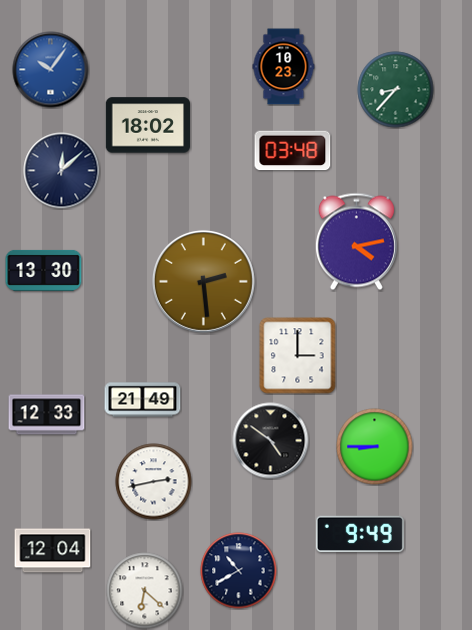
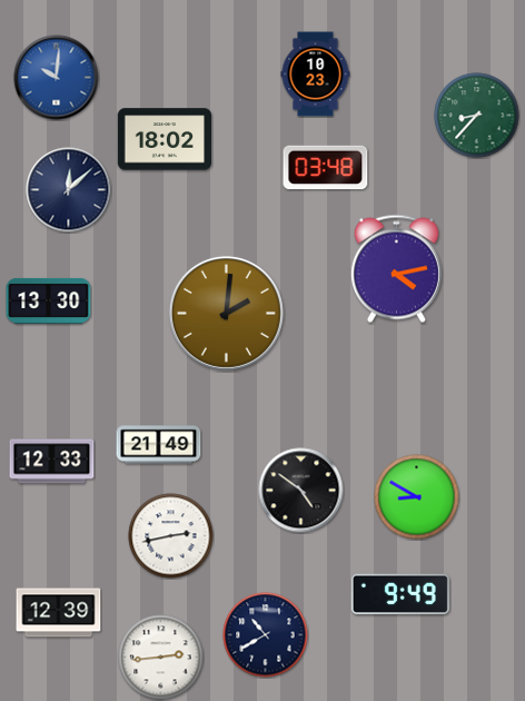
clock at (51, 70): 10:06 -> 10:01
clock at (396, 90) position: (396, 90) -> (477, 116)
clock at (203, 281): 2:29 -> 2:01
clock at (298, 356): 3:00 -> none
clock at (375, 447): 8:45 -> 8:50
clock at (53, 551): 12:04 -> 12:39
clock at (145, 591): 6:22 -> 2:44
